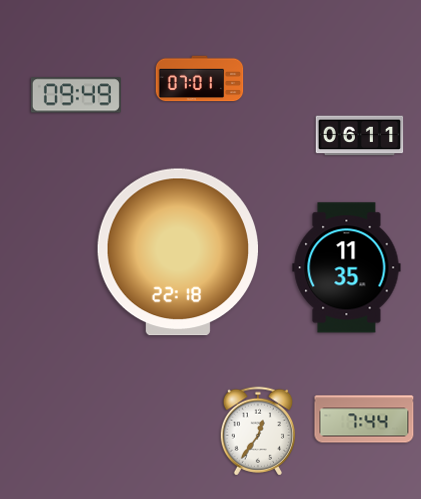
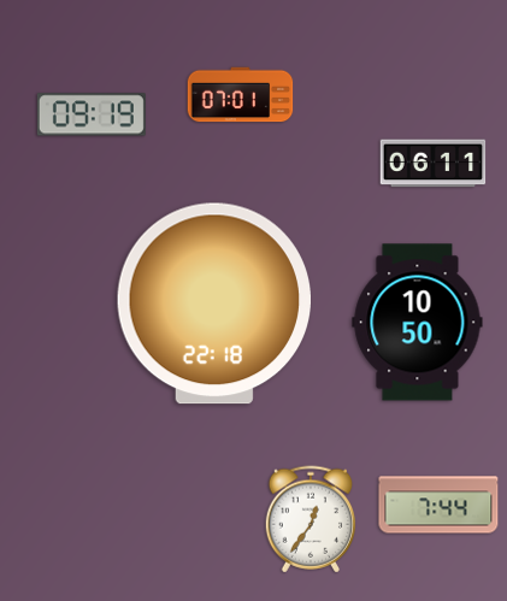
clock at (76, 95): 09:49 -> 09:19
clock at (347, 268): 11:35 -> 10:50
